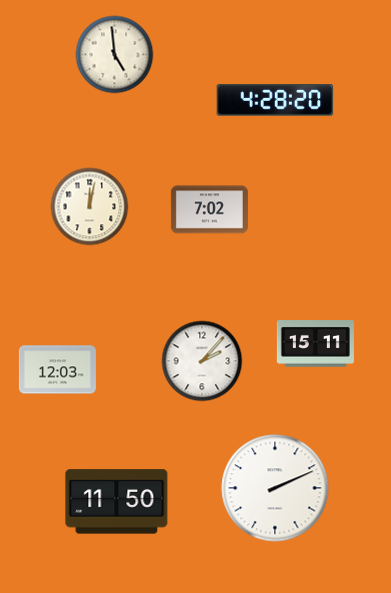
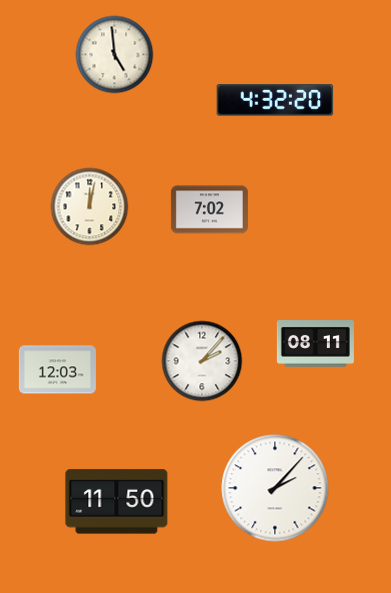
clock at (275, 100): 4:28 -> 4:32
clock at (315, 344): 15:11 -> 08:11
clock at (275, 488): 2:11 -> 2:07
